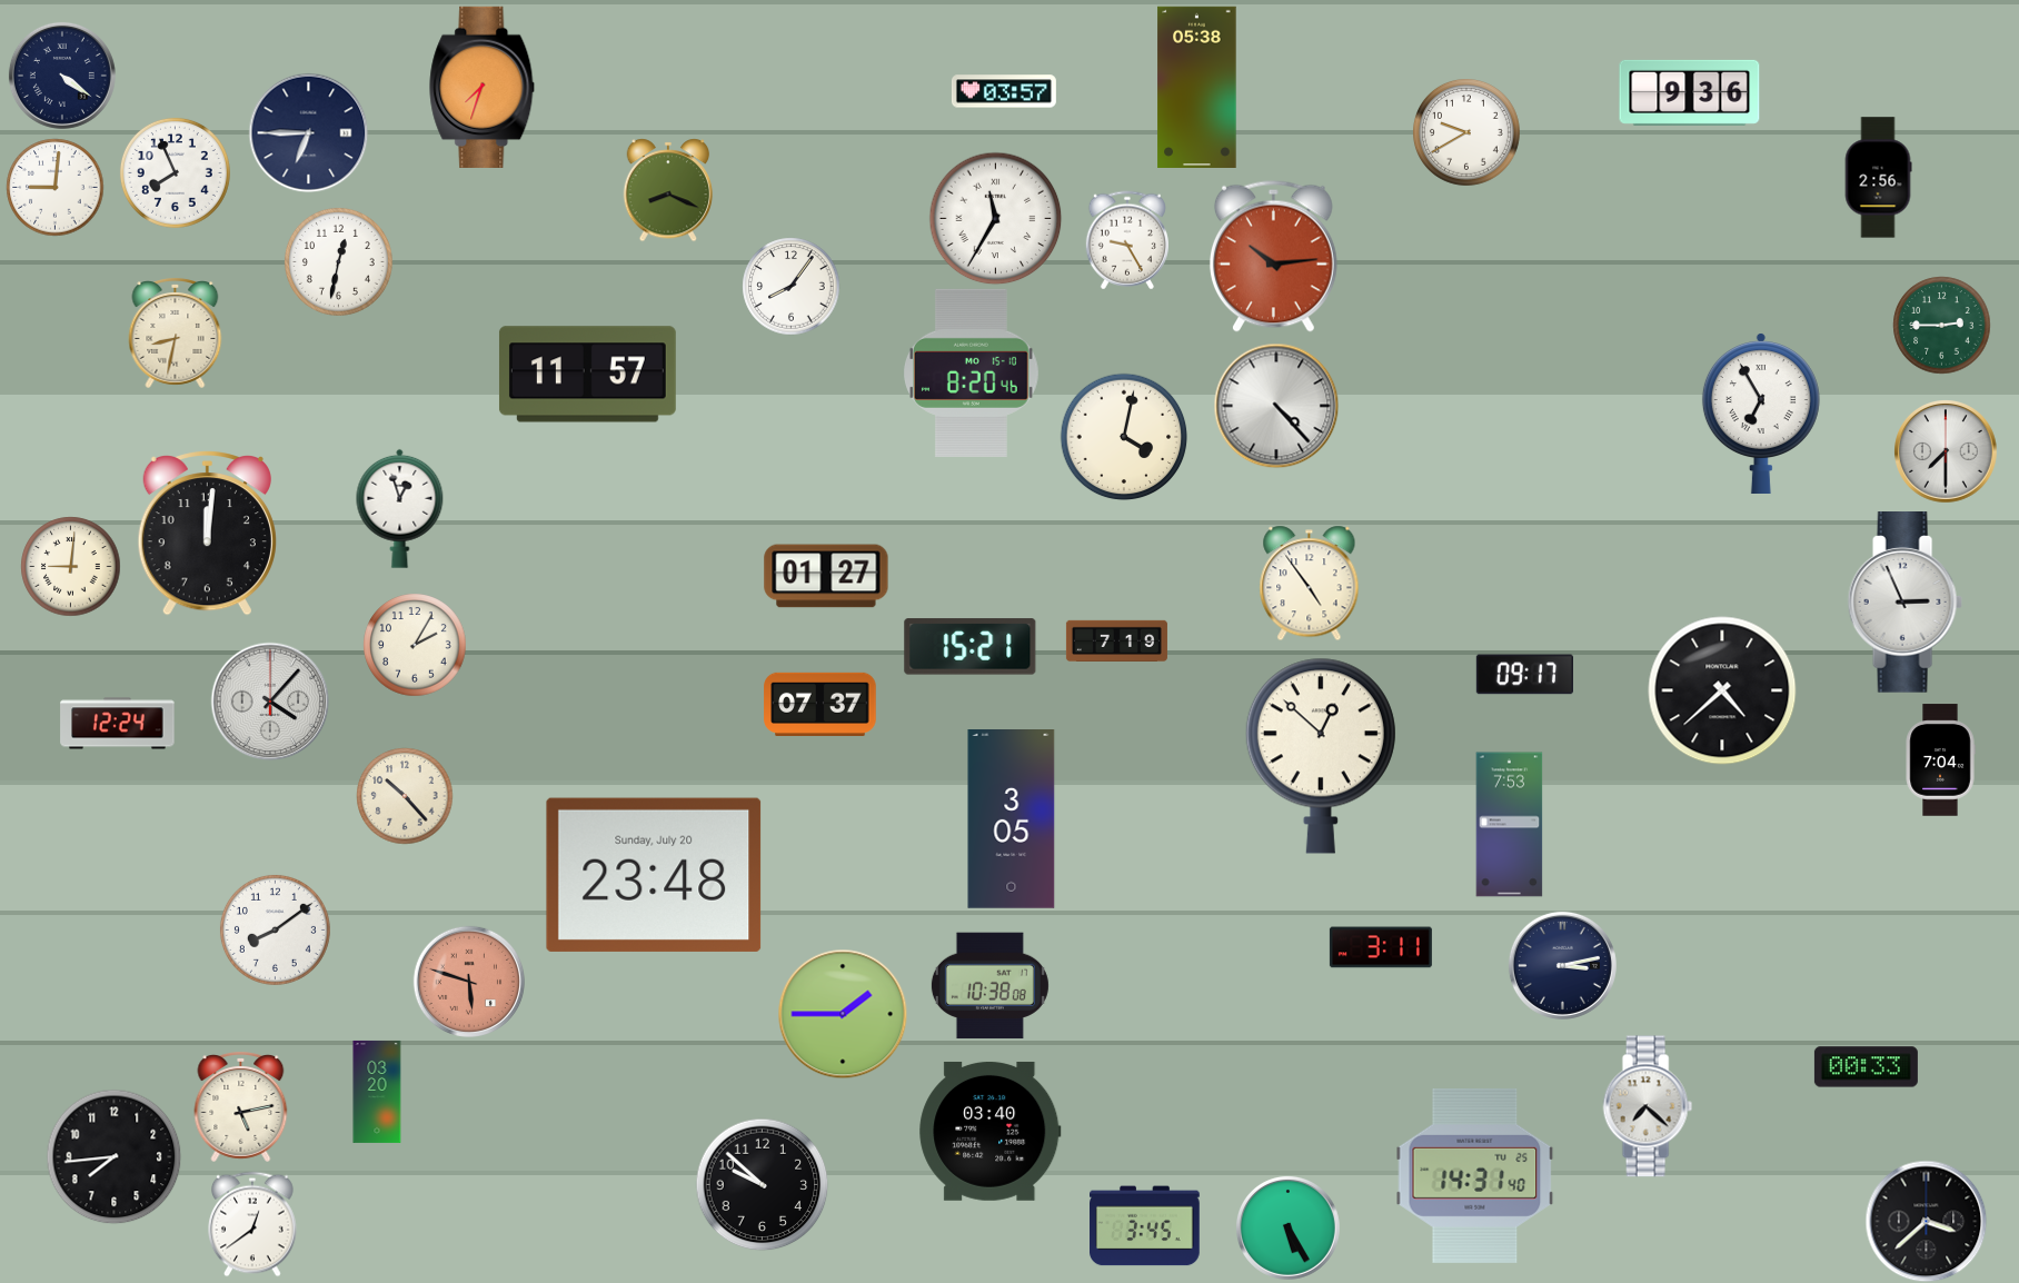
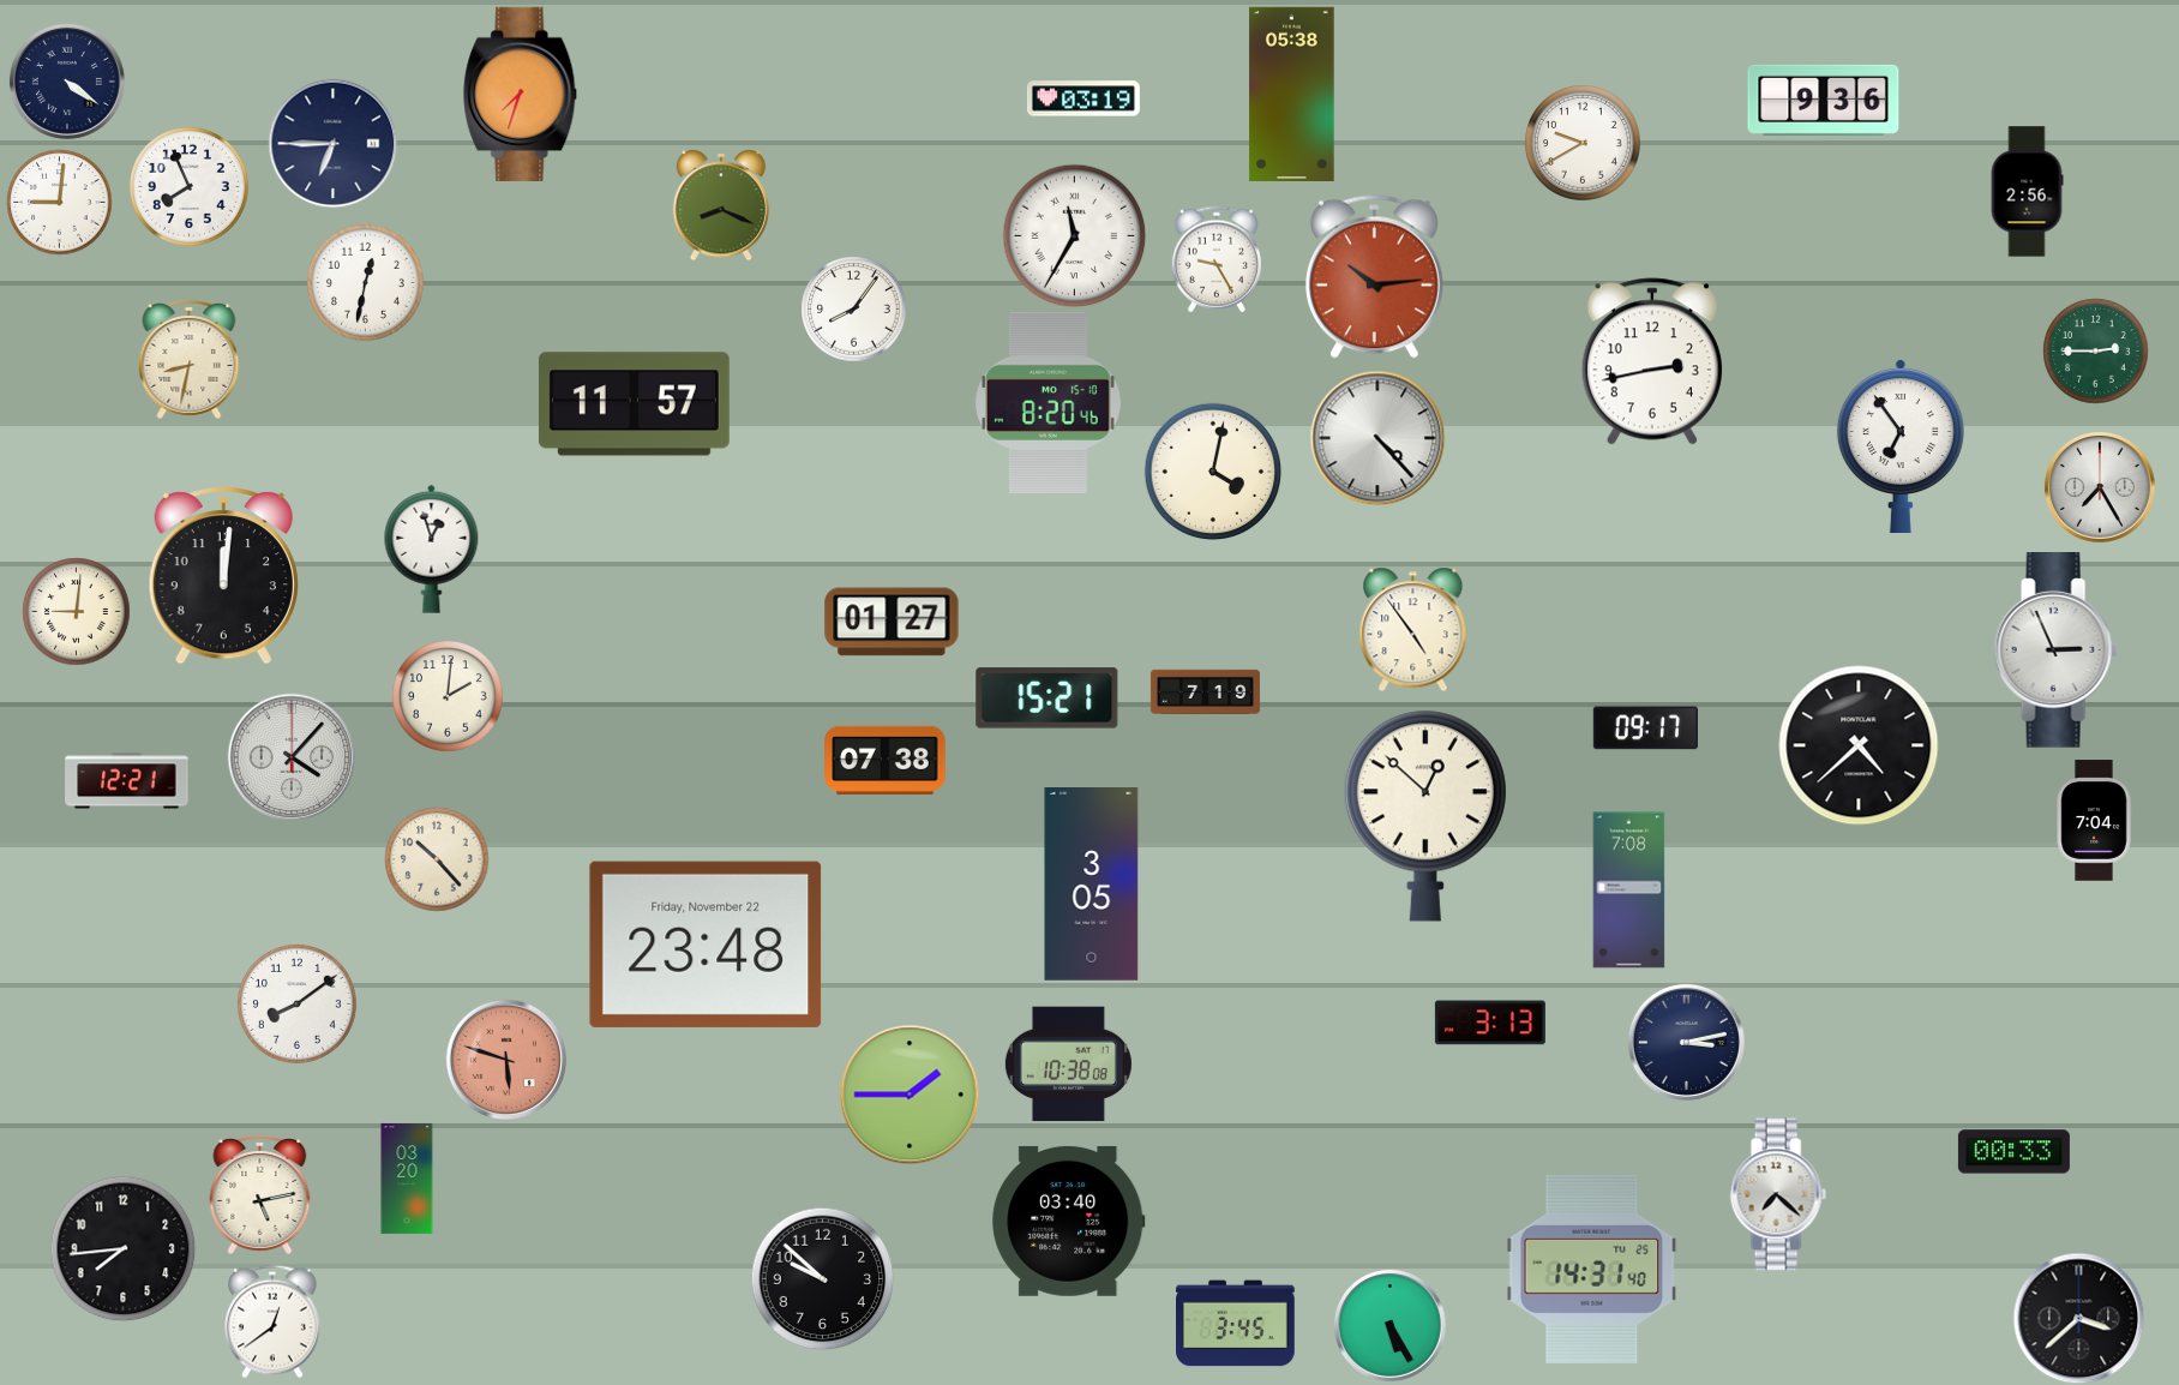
clock at (1004, 91): 03:57 -> 03:19
clock at (1652, 361): none -> 2:43
clock at (1761, 414): 6:55 -> 6:54
clock at (1946, 451): 7:30 -> 7:25
clock at (415, 645): 2:05 -> 2:01
clock at (820, 704): 07:37 -> 07:38
clock at (118, 724): 12:24 -> 12:21
clock at (1510, 825): 7:53 -> 7:08
clock at (654, 875) date: Sunday, July 20 -> Friday, November 22
clock at (1381, 947): 3:11 -> 3:13
